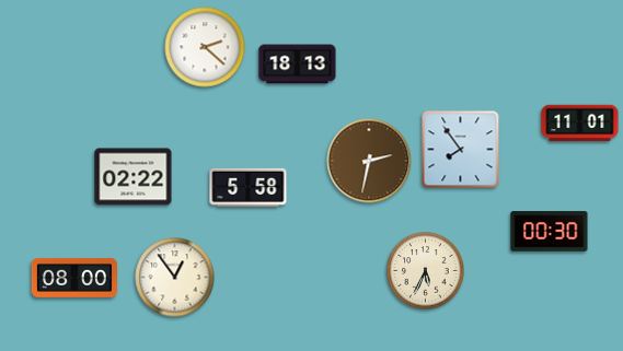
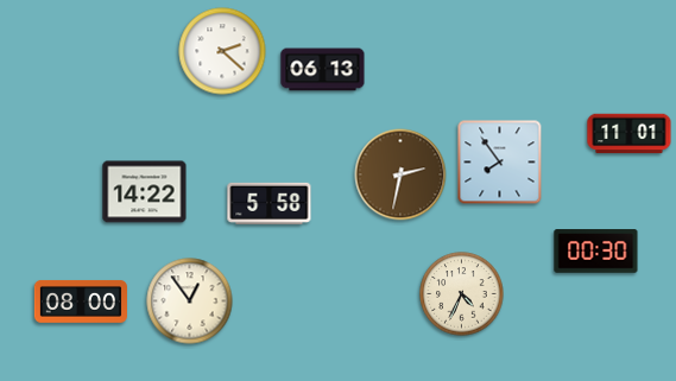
clock at (298, 65): 18:13 -> 06:13
clock at (134, 177): 02:22 -> 14:22
clock at (426, 271): 5:34 -> 4:34
